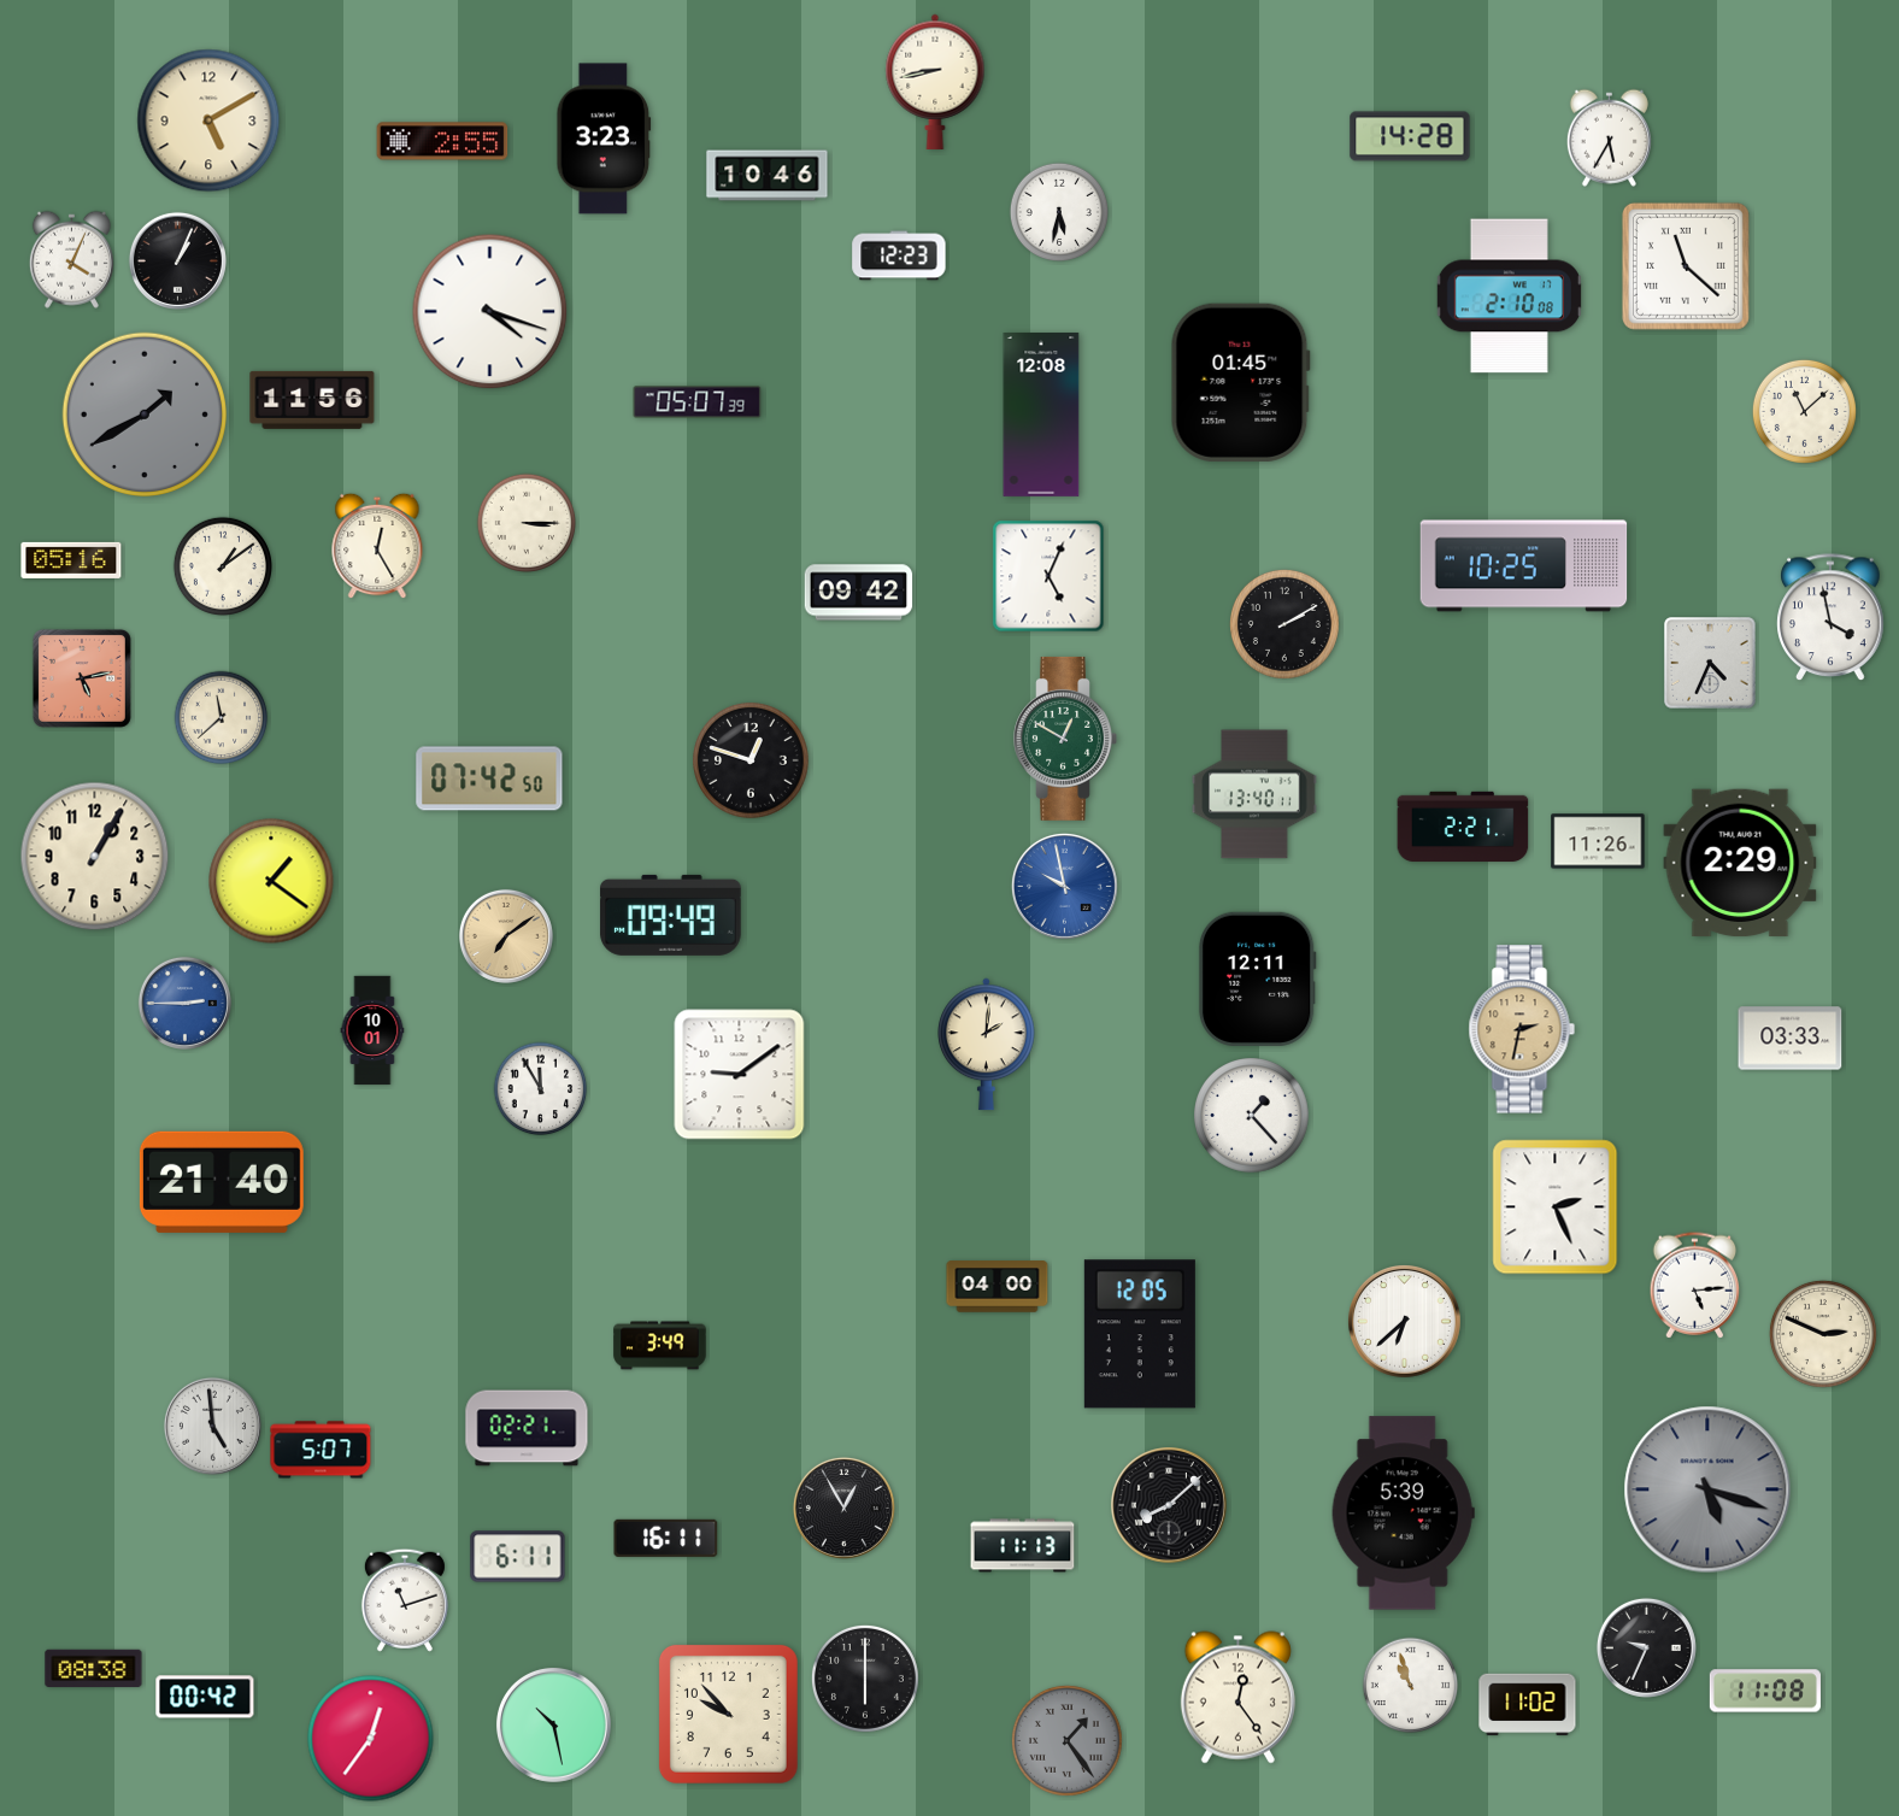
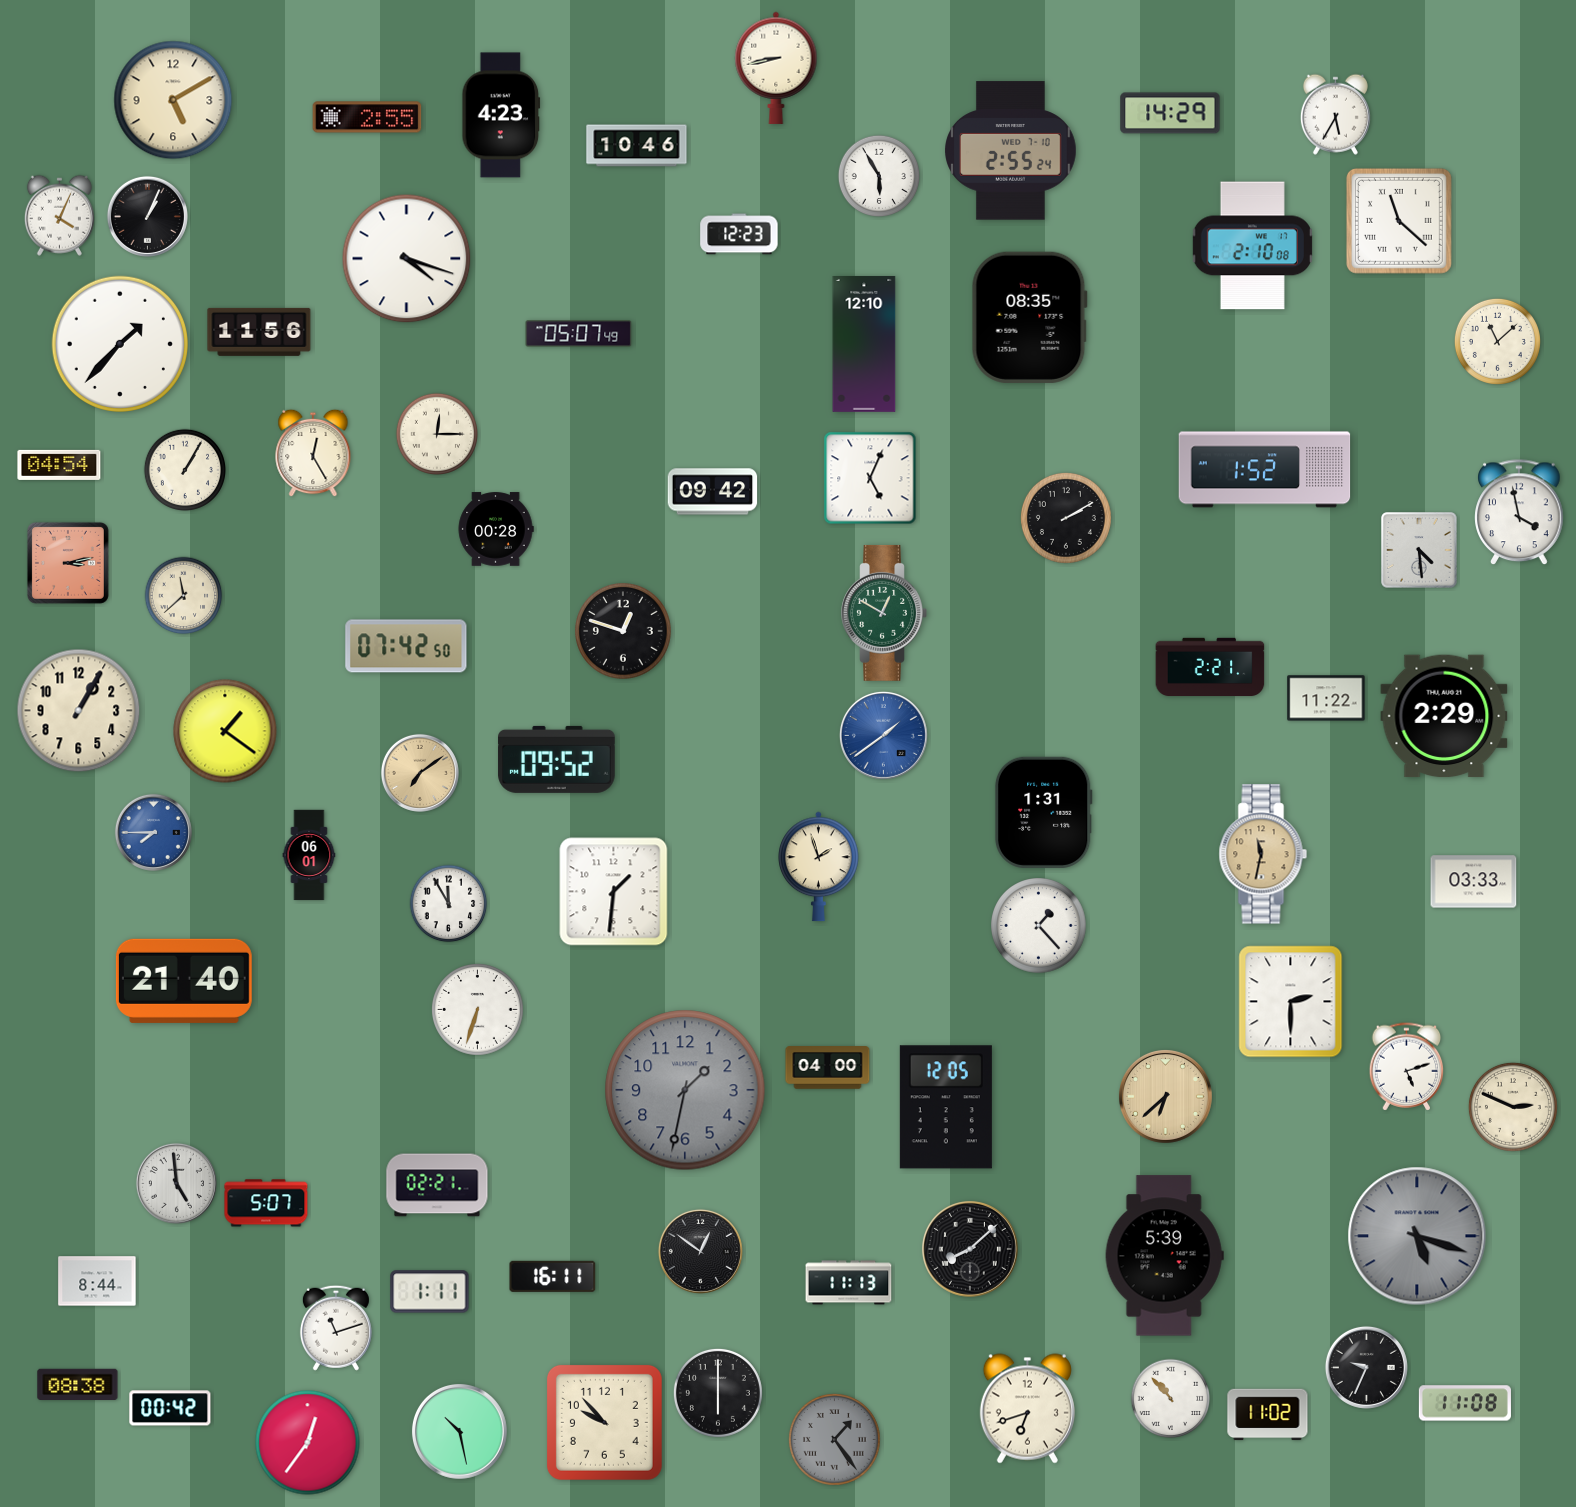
clock at (1410, 136): 14:28 -> 14:29
clock at (604, 139): 3:23 -> 4:23
clock at (1011, 151): none -> 2:55
clock at (1058, 211): 5:32 -> 5:55
clock at (899, 255) position: (899, 255) -> (739, 234)
clock at (1240, 382): 01:45 -> 08:35
clock at (698, 402): 05:07:39 -> 05:07:49
clock at (143, 413): 1:40 -> 1:37
clock at (143, 413) dial: grey -> white
clock at (1041, 415): 12:08 -> 12:10
clock at (525, 522): 3:15 -> 12:15
clock at (71, 560): 05:16 -> 04:54
clock at (222, 565): 1:09 -> 1:05
clock at (1524, 566): 10:25 -> 1:52
clock at (496, 529): none -> 00:28
clock at (1710, 663): 4:34 -> 4:29
clock at (82, 678): 5:13 -> 3:13
clock at (1254, 794): 13:40 -> none
clock at (1463, 827) position: (1463, 827) -> (1210, 667)
clock at (1598, 841): 11:26 -> 11:22
clock at (1064, 886): 9:58 -> 1:39
clock at (671, 915): 09:49 -> 09:52
clock at (506, 936) position: (506, 936) -> (420, 773)
clock at (1257, 978): 12:11 -> 1:31
clock at (184, 1003): 2:45 -> 7:45
clock at (1522, 1029): 2:32 -> 11:32
clock at (372, 1030): 10:01 -> 06:01
clock at (1791, 1039) position: (1791, 1039) -> (1474, 882)
clock at (987, 1045): 2:01 -> 1:57
clock at (740, 1075): 9:09 -> 1:31
clock at (1556, 1207): 2:26 -> 2:30
clock at (478, 1010): none -> 6:33
clock at (1695, 1286): 5:14 -> 5:12
clock at (685, 1090): none -> 1:32
clock at (1404, 1321) dial: white -> champagne
clock at (660, 1346): 3:49 -> none
clock at (843, 1508): 12:55 -> 12:51
clock at (97, 1281): none -> 8:44
clock at (518, 1557): 6:11 -> 1:11
clock at (1411, 1686): 10:57 -> 10:53
clock at (1237, 1698): 12:24 -> 6:42
clock at (1068, 1741) position: (1068, 1741) -> (835, 1440)
